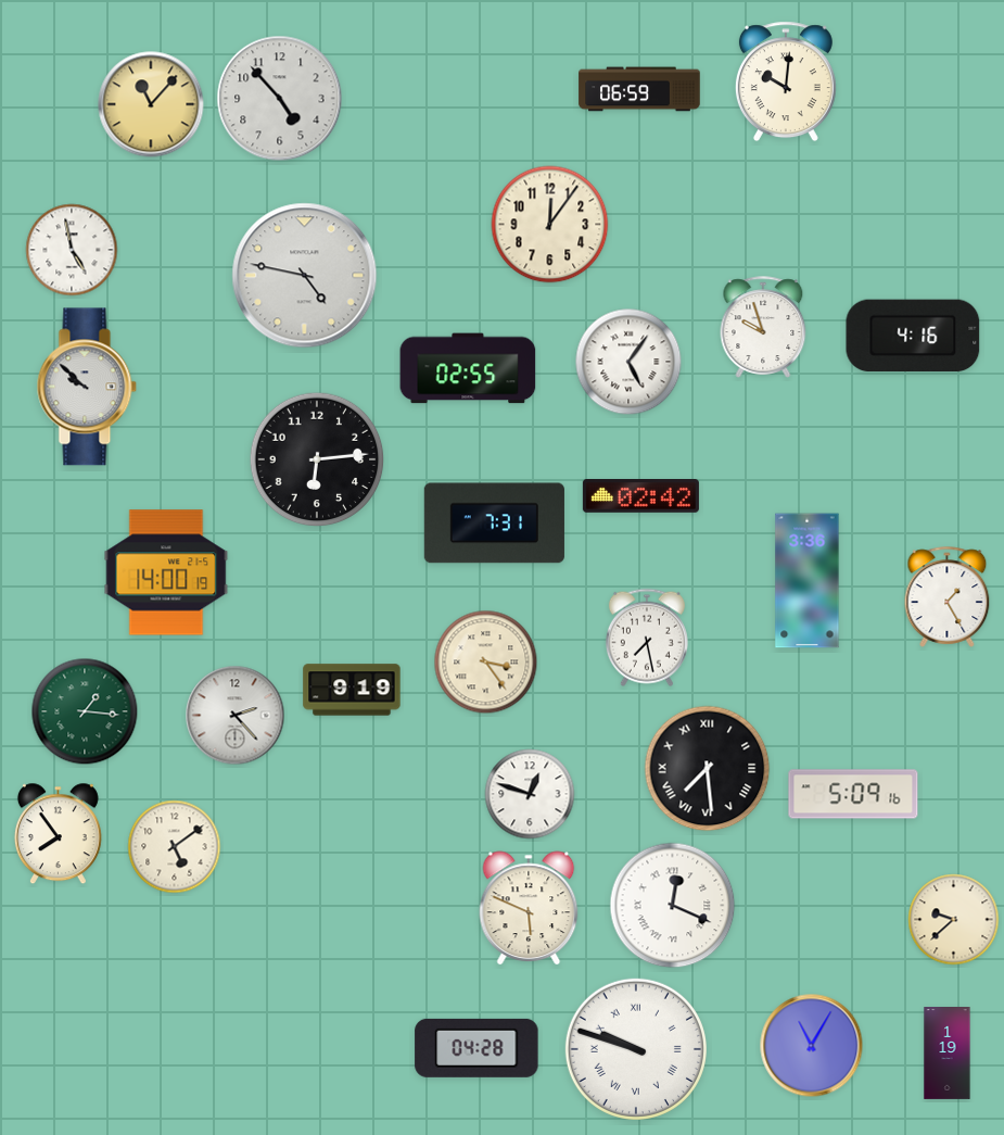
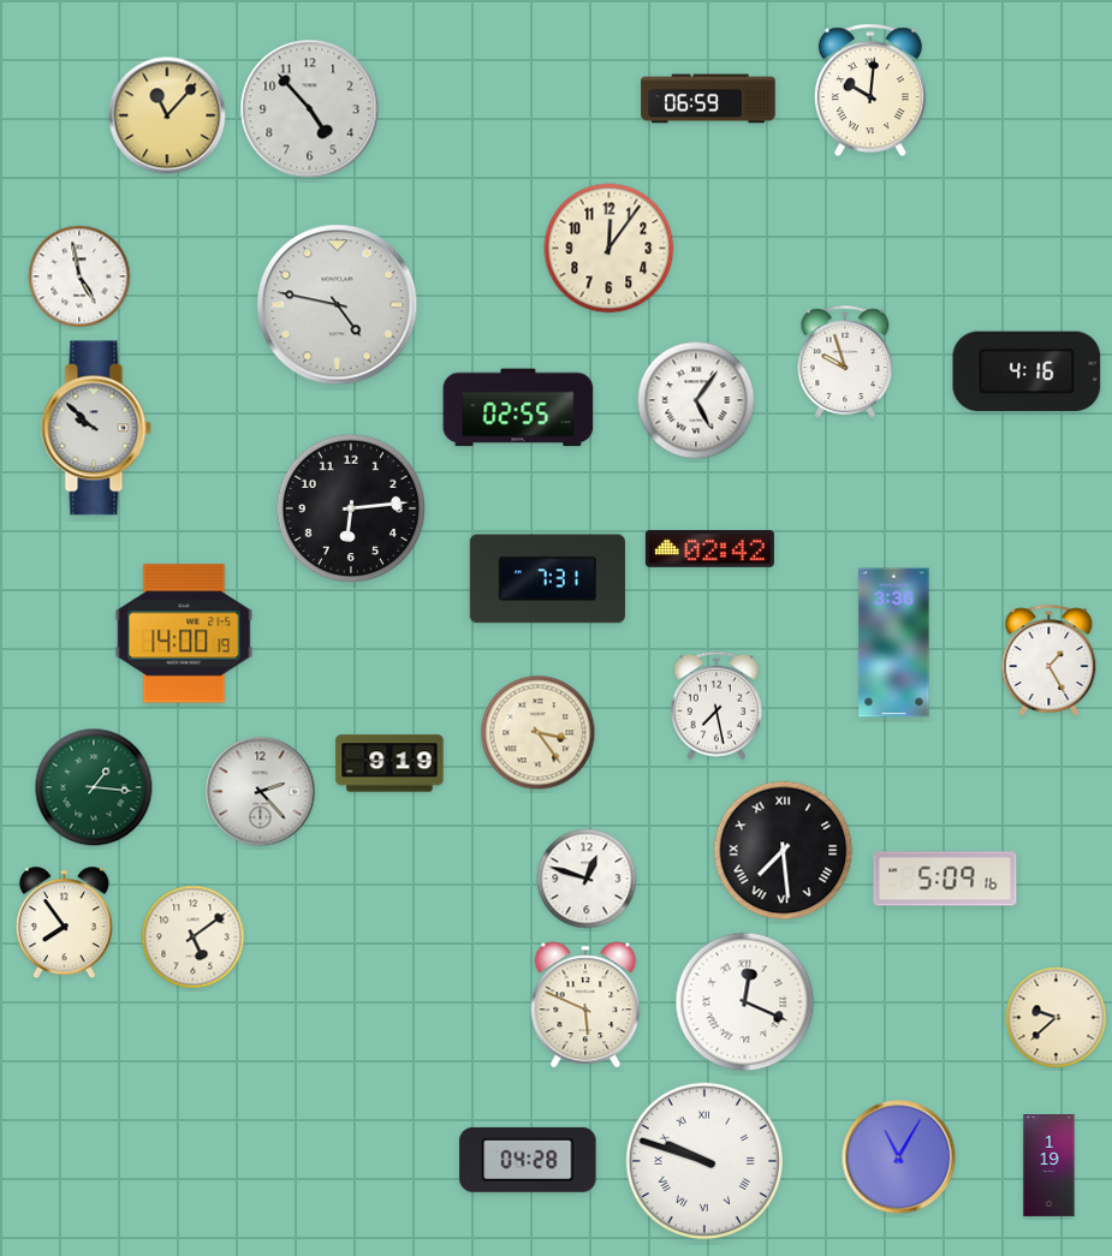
clock at (913, 336) position: (913, 336) -> (1027, 371)
